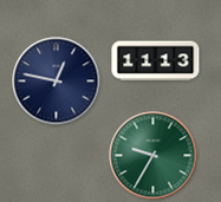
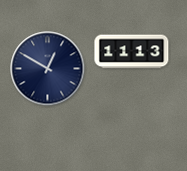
clock at (57, 82): 12:47 -> 12:50
clock at (154, 156): 9:35 -> none
